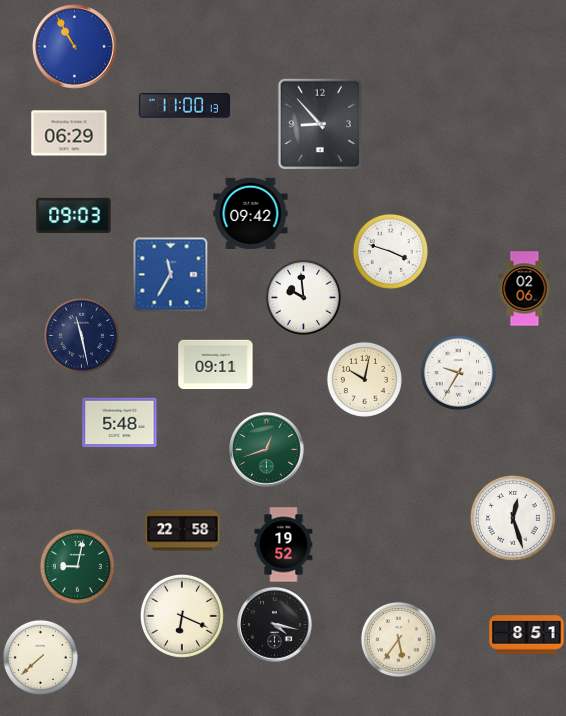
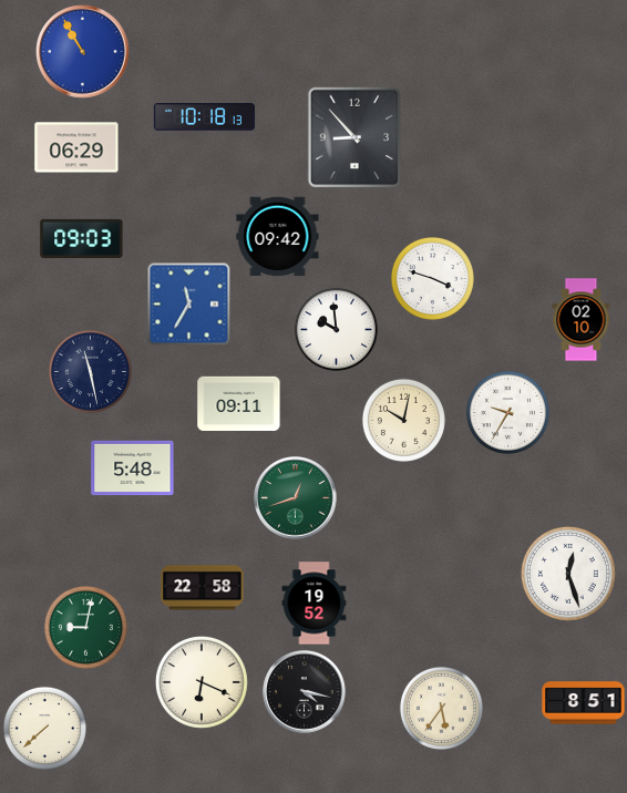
clock at (184, 106): 11:00 -> 10:18
clock at (525, 289): 02:06 -> 02:10
